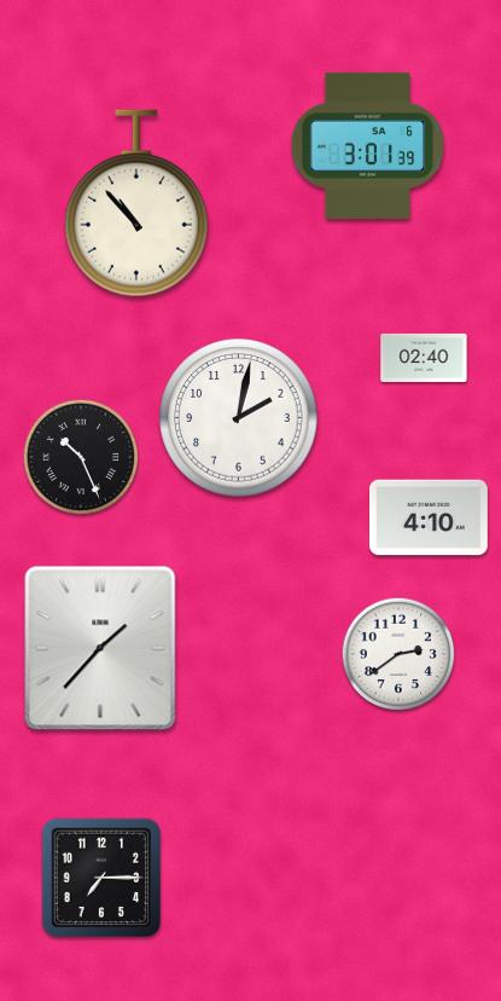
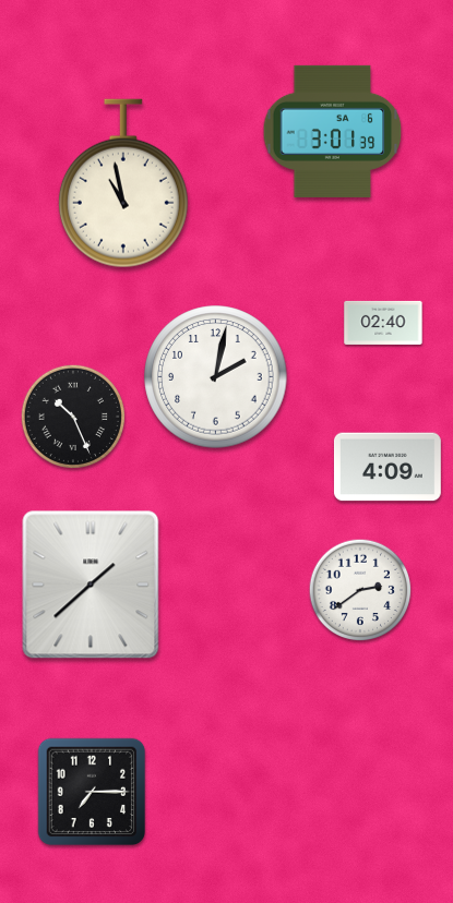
clock at (136, 203): 10:53 -> 10:58
clock at (80, 456) position: (80, 456) -> (72, 416)
clock at (429, 517): 4:10 -> 4:09
clock at (100, 648): 1:37 -> 1:38
